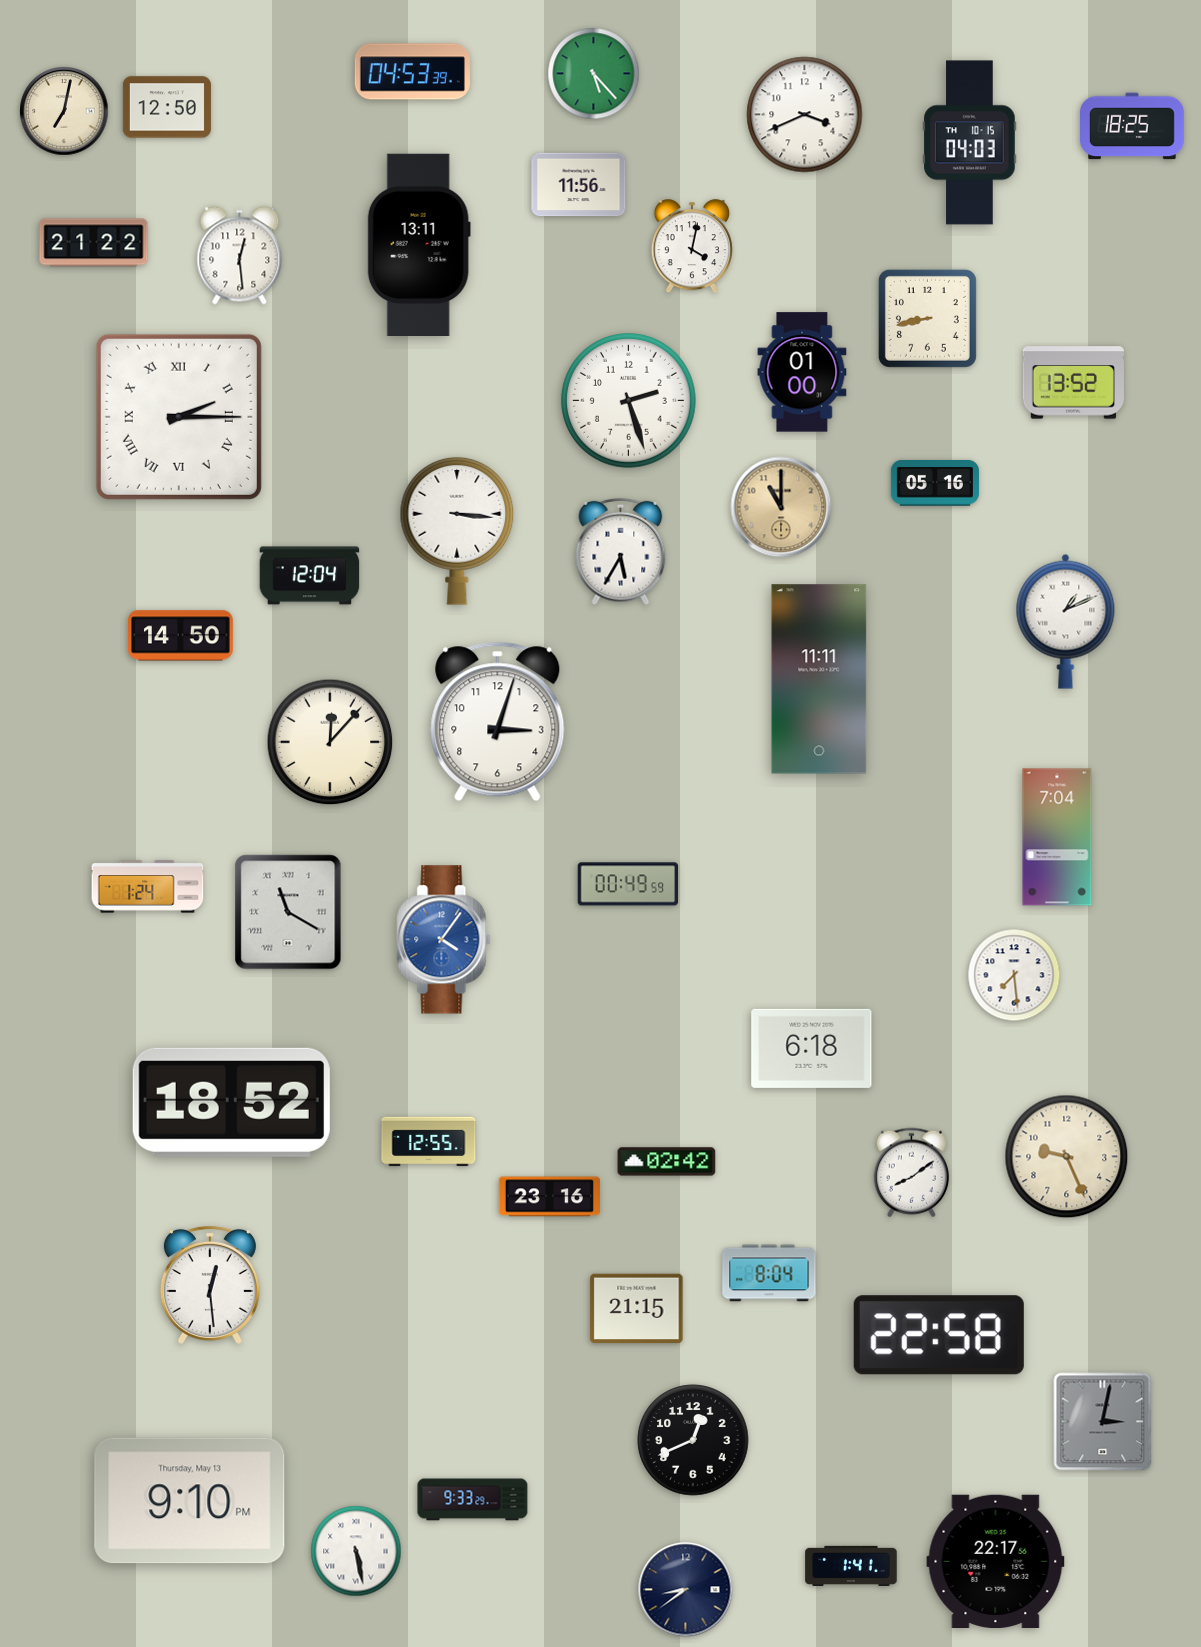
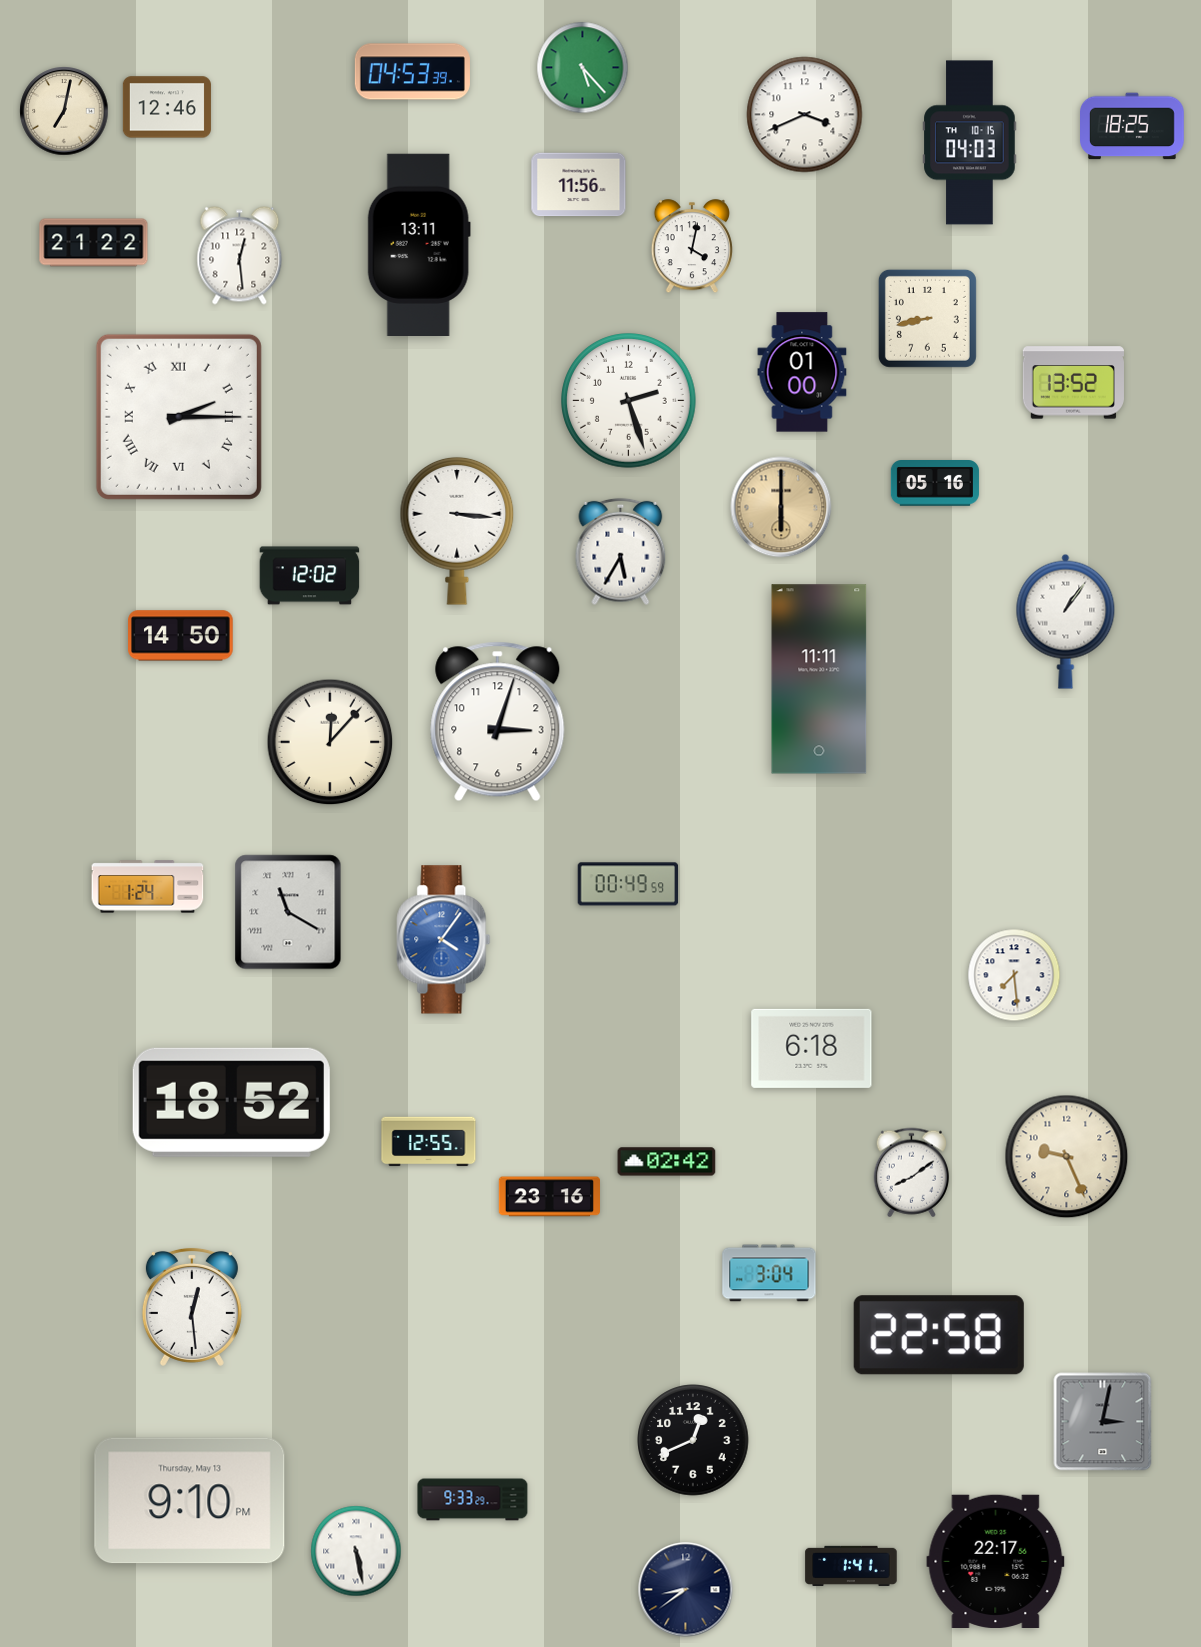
clock at (594, 74) position: (594, 74) -> (583, 68)
clock at (167, 107): 12:50 -> 12:46
clock at (781, 507): 11:00 -> 6:00
clock at (310, 576): 12:04 -> 12:02
clock at (1066, 621): 1:11 -> 1:06
clock at (1057, 837): 7:04 -> none
clock at (769, 1273): 8:04 -> 3:04
clock at (210, 1285) position: (210, 1285) -> (192, 1307)
clock at (637, 1309): 21:15 -> none
